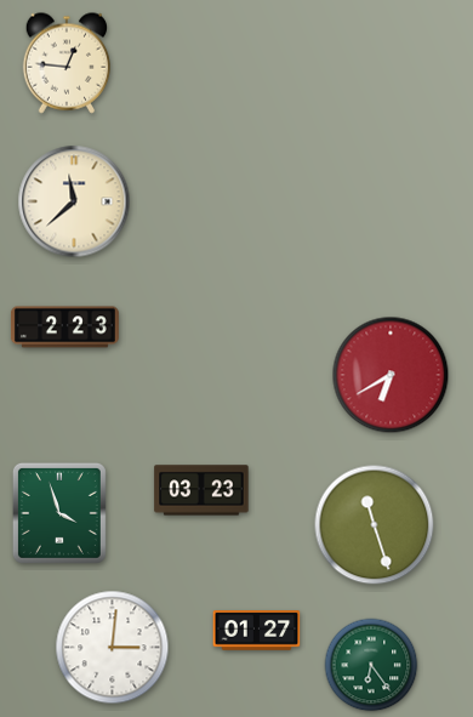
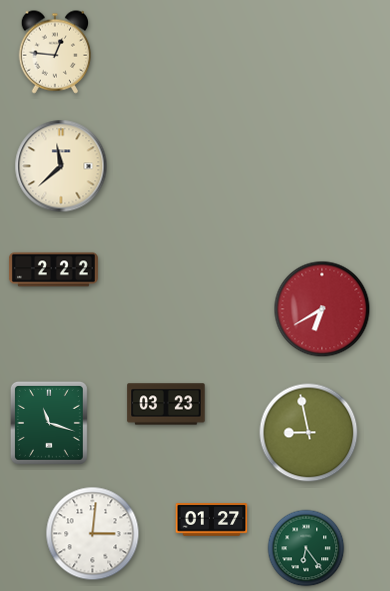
clock at (64, 328): 2:23 -> 2:22
clock at (59, 513): 3:57 -> 11:18
clock at (375, 525): 11:27 -> 8:58
